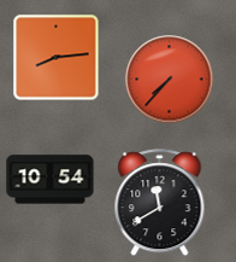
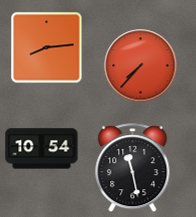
clock at (160, 203): 11:40 -> 11:28
